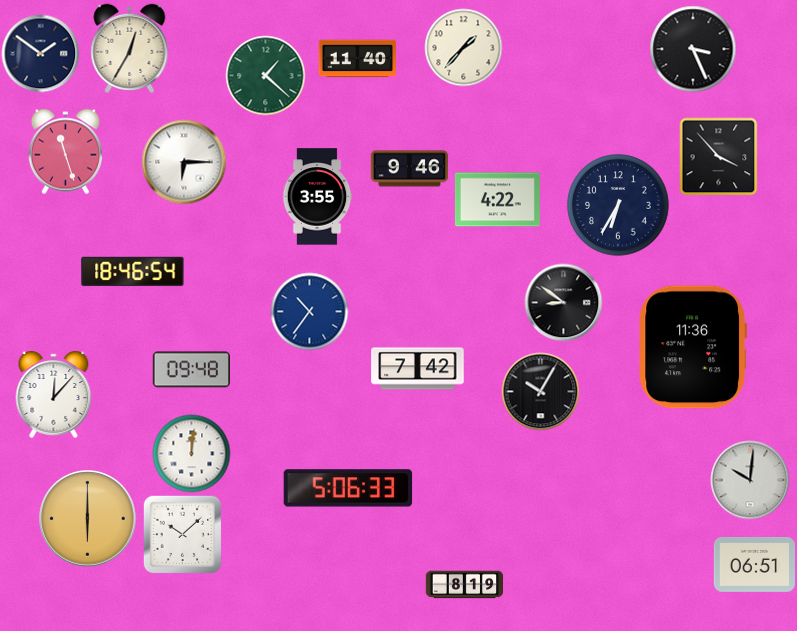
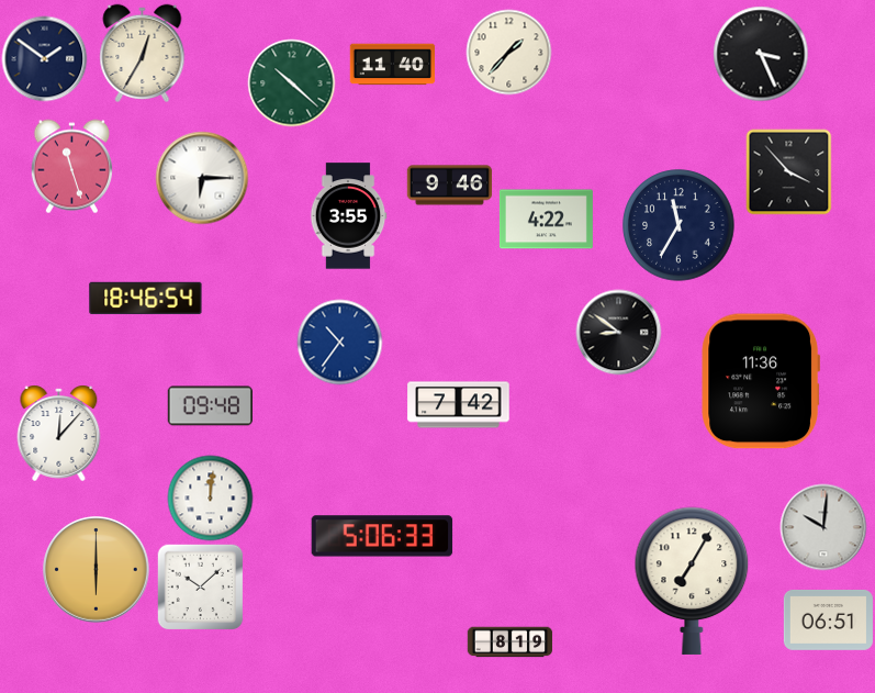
clock at (265, 75): 1:22 -> 10:22
clock at (618, 205): 6:35 -> 11:35
clock at (540, 391): 10:05 -> none
clock at (692, 581): none -> 7:05
